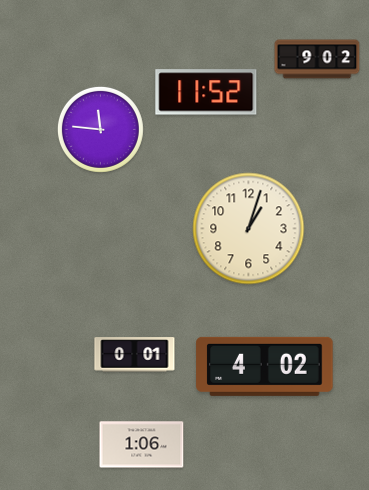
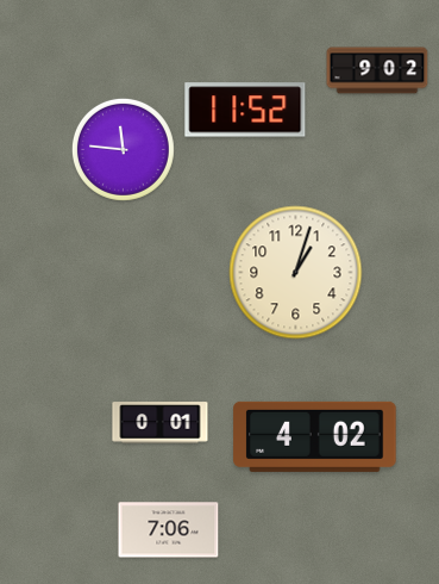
clock at (100, 129) position: (100, 129) -> (123, 149)
clock at (142, 445): 1:06 -> 7:06
